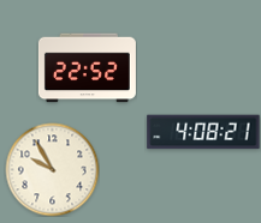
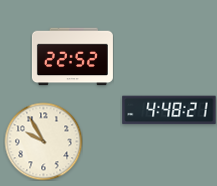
clock at (203, 132): 4:08 -> 4:48
